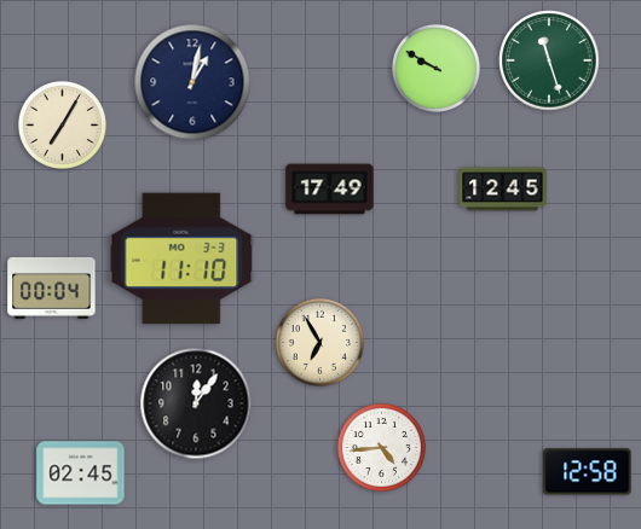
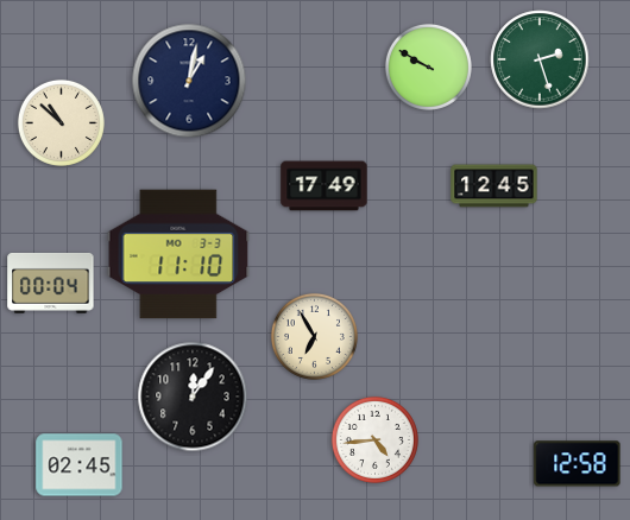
clock at (549, 60): 11:27 -> 2:27
clock at (62, 124): 7:05 -> 10:52
